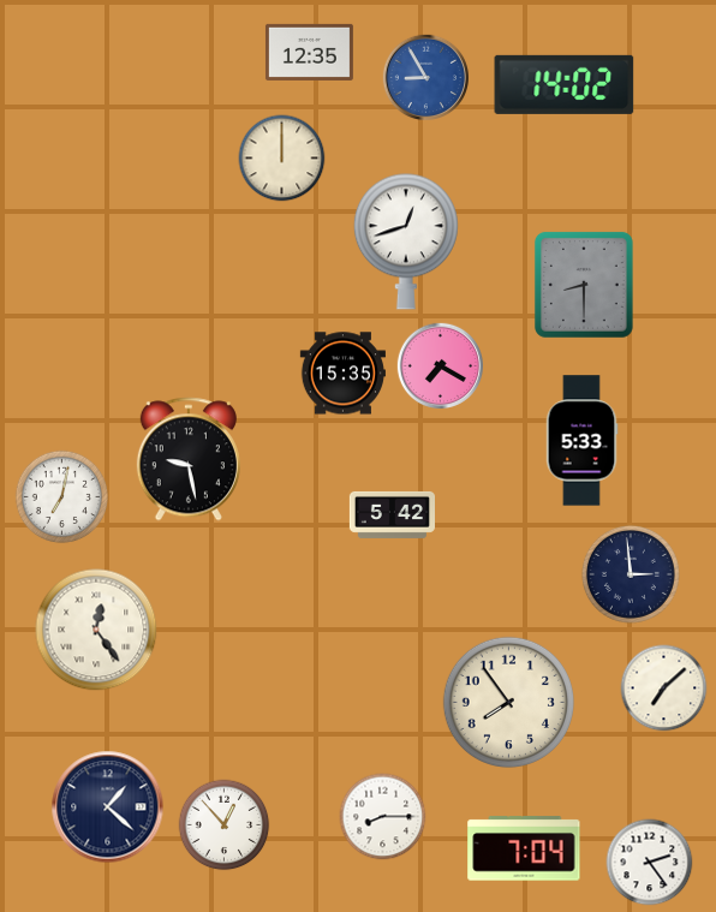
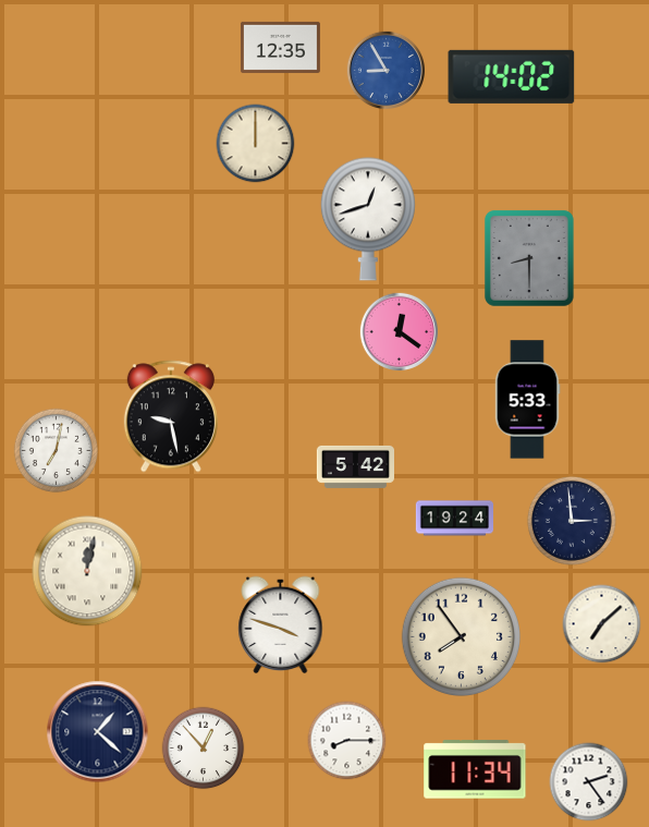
clock at (440, 365): 7:20 -> 12:21
clock at (342, 374): 15:35 -> none
clock at (454, 519): none -> 19:24
clock at (96, 630): 12:24 -> 12:02
clock at (281, 625): none -> 3:48
clock at (524, 848): 7:04 -> 11:34
